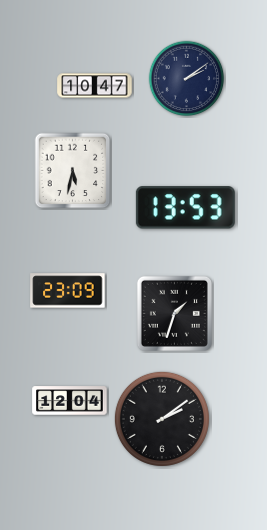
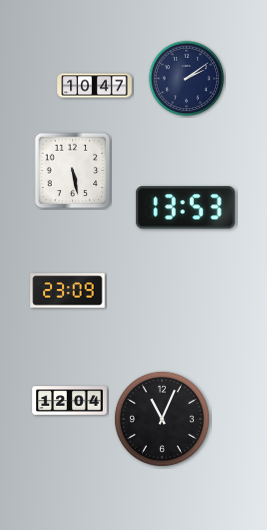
clock at (73, 171): 5:32 -> 5:28
clock at (174, 313): 1:33 -> none
clock at (162, 419): 2:09 -> 11:04
